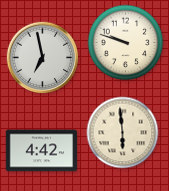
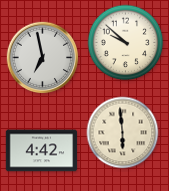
clock at (126, 43): 9:48 -> 9:52
